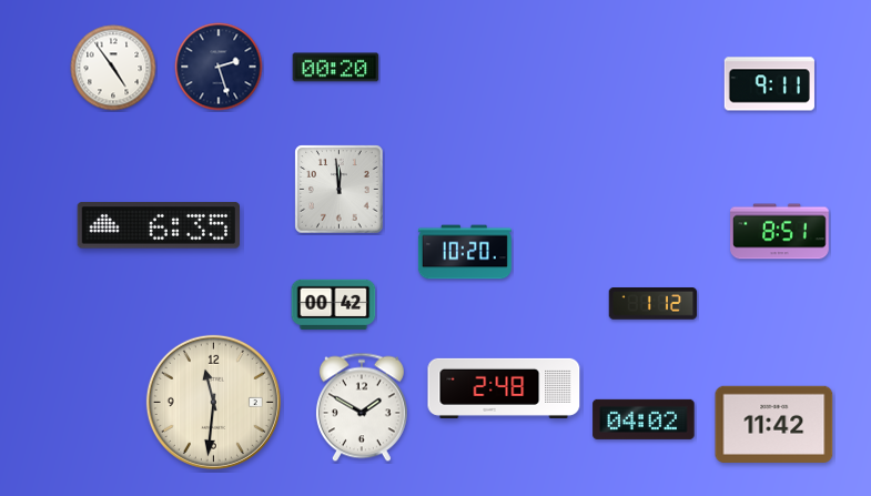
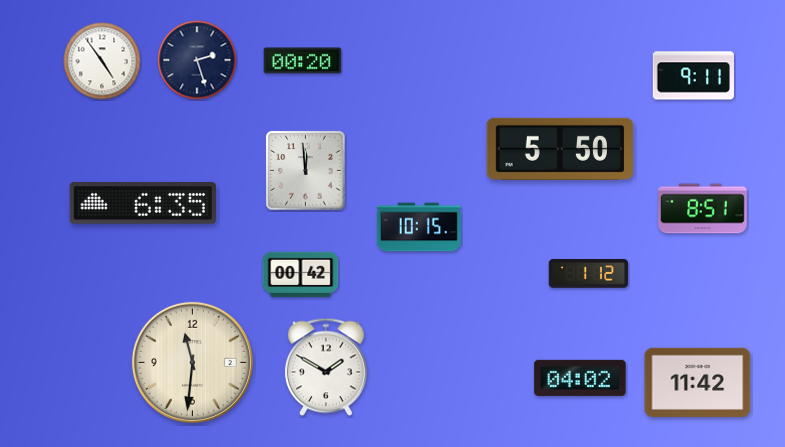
clock at (560, 149): none -> 5:50
clock at (465, 252): 10:20 -> 10:15
clock at (504, 388): 2:48 -> none
